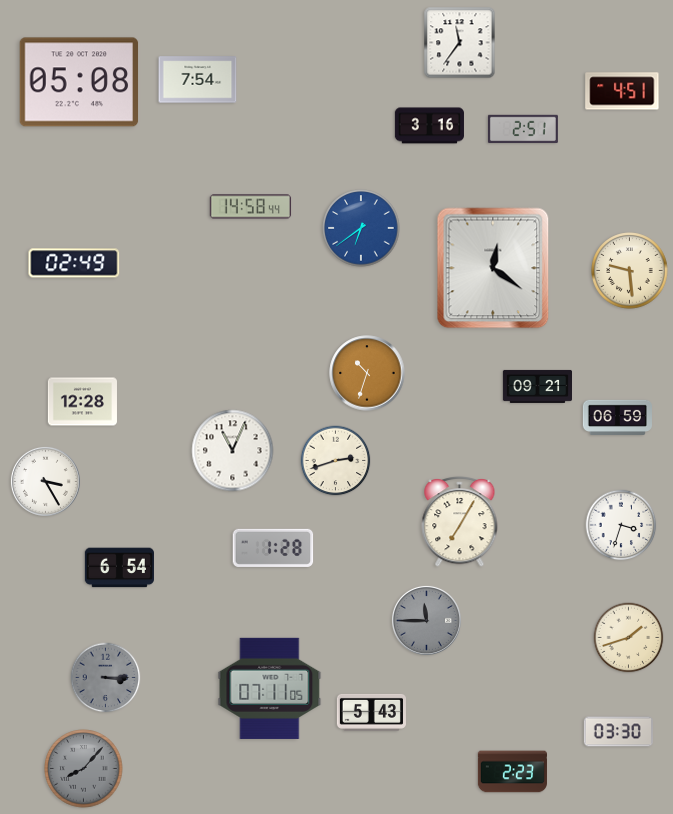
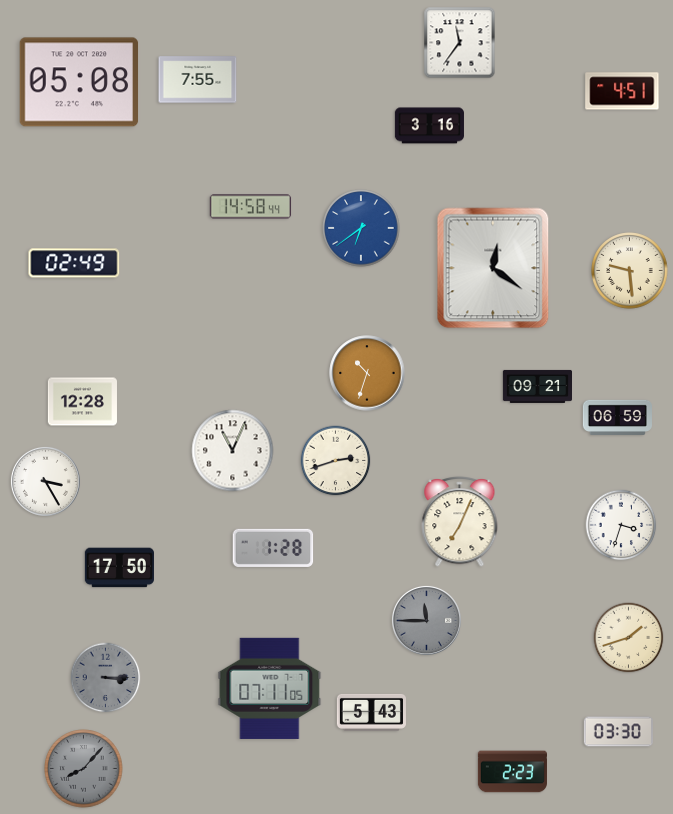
clock at (198, 80): 7:54 -> 7:55
clock at (523, 129): 2:51 -> none
clock at (460, 522): 7:05 -> 7:04
clock at (119, 568): 6:54 -> 17:50
